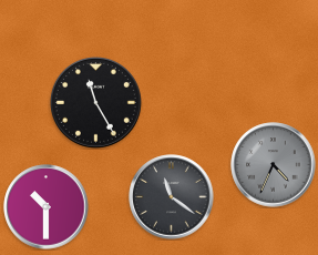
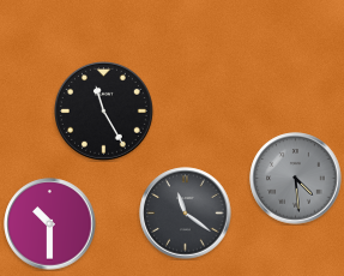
clock at (274, 165): 4:34 -> 4:29
